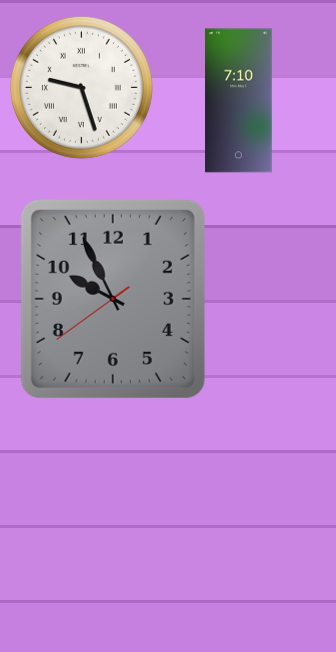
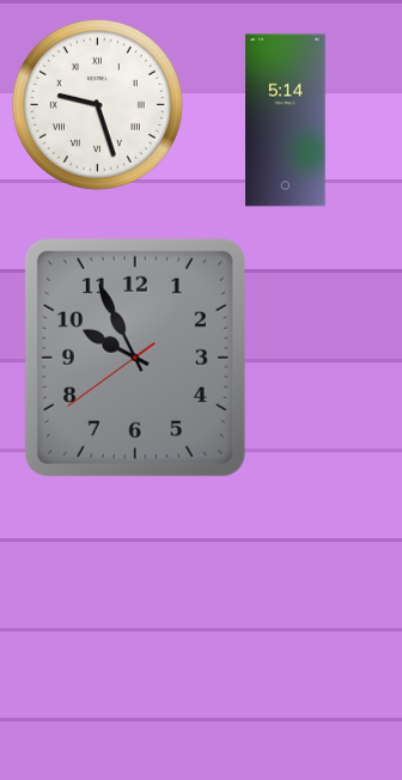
clock at (239, 101): 7:10 -> 5:14
